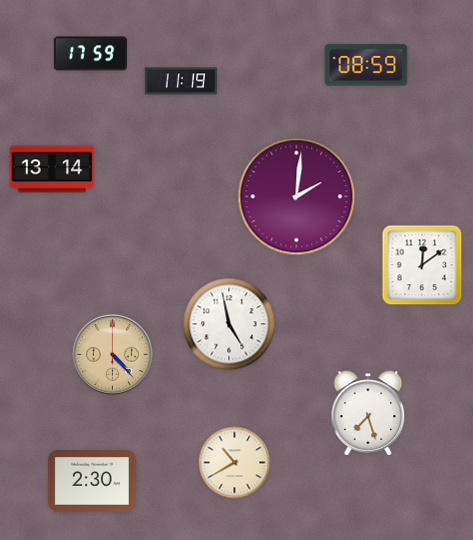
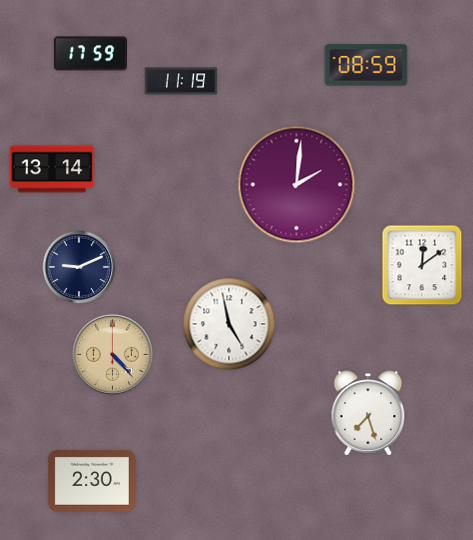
clock at (297, 197) position: (297, 197) -> (297, 185)
clock at (79, 267): none -> 9:11
clock at (235, 463): 10:40 -> none
